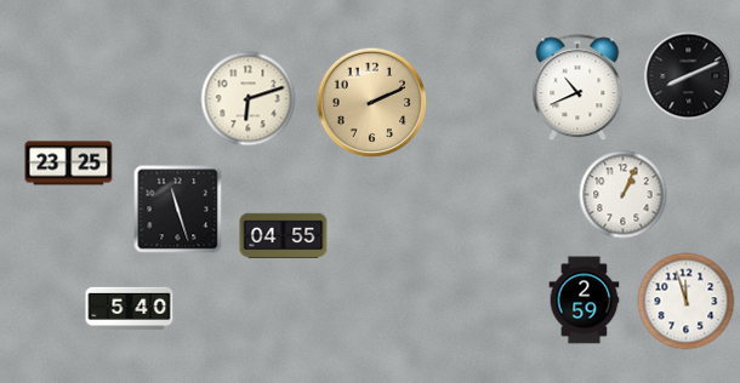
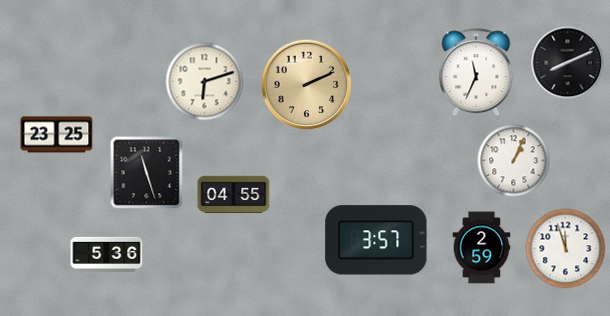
clock at (577, 88): 10:41 -> 11:34
clock at (376, 240): none -> 3:57
clock at (130, 308): 5:40 -> 5:36
